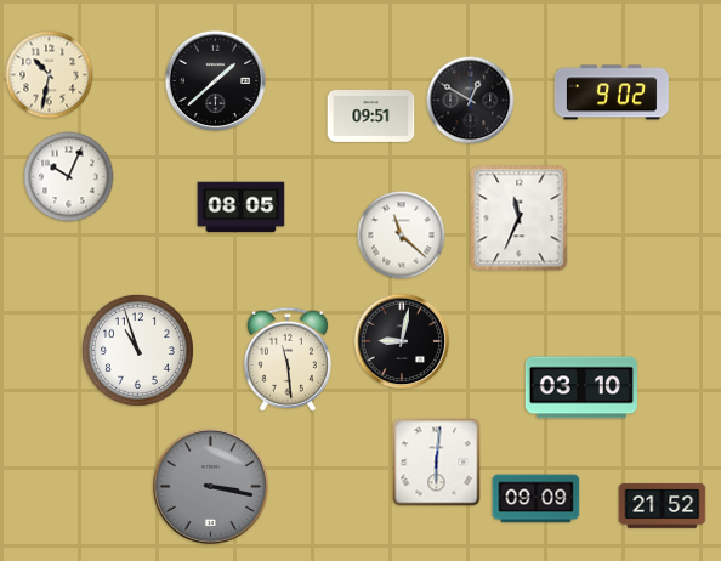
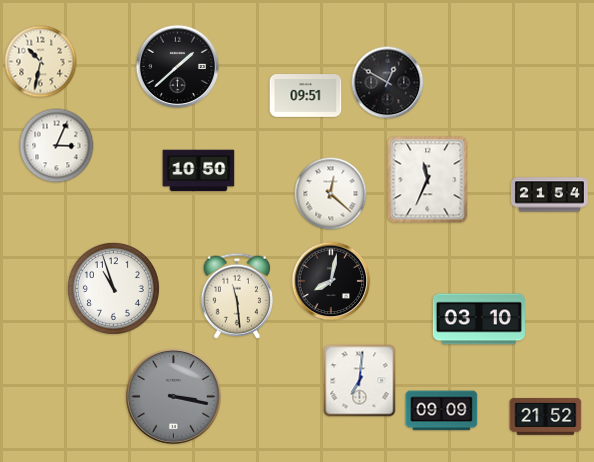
clock at (612, 92): 9:02 -> none
clock at (69, 177): 10:04 -> 3:04
clock at (242, 208): 08:05 -> 10:50
clock at (402, 236): 11:22 -> 12:22
clock at (549, 195): none -> 21:54
clock at (402, 341): 9:02 -> 8:02
clock at (437, 463): 6:01 -> 7:01
clock at (210, 486) position: (210, 486) -> (173, 396)
